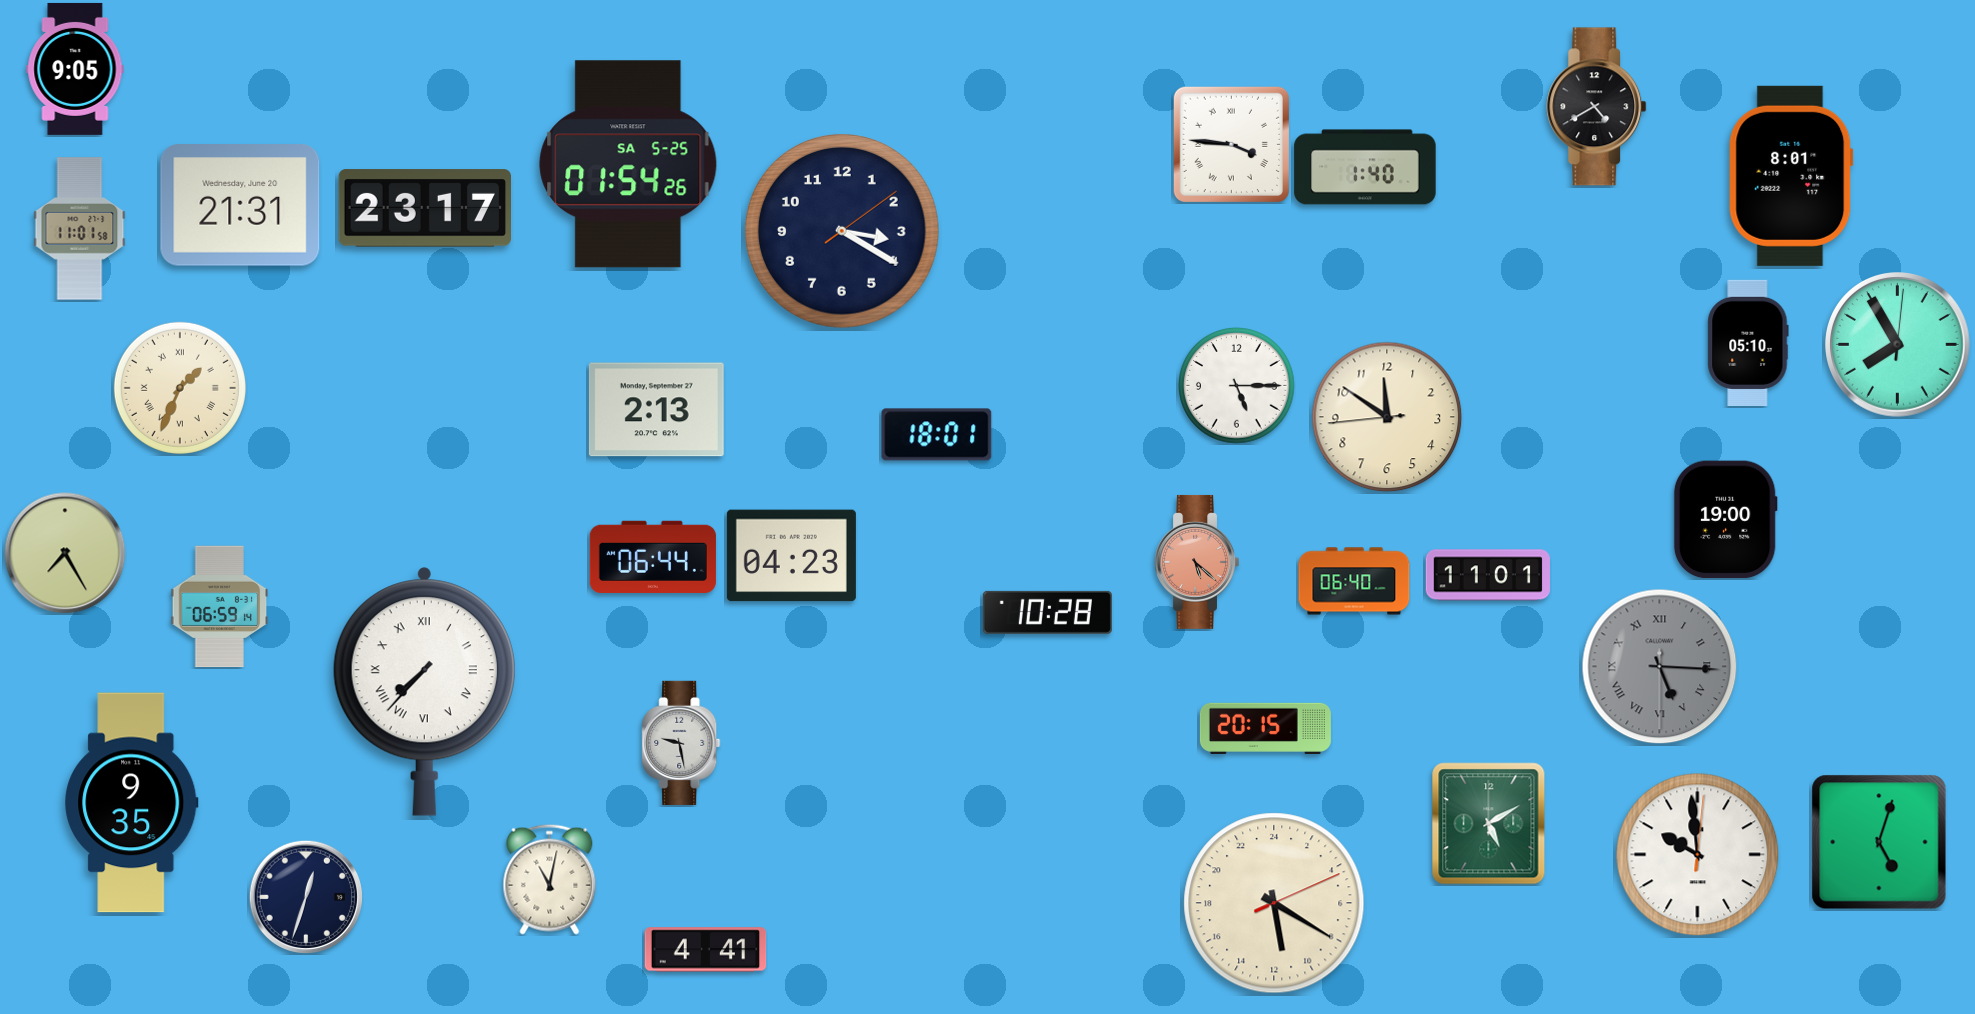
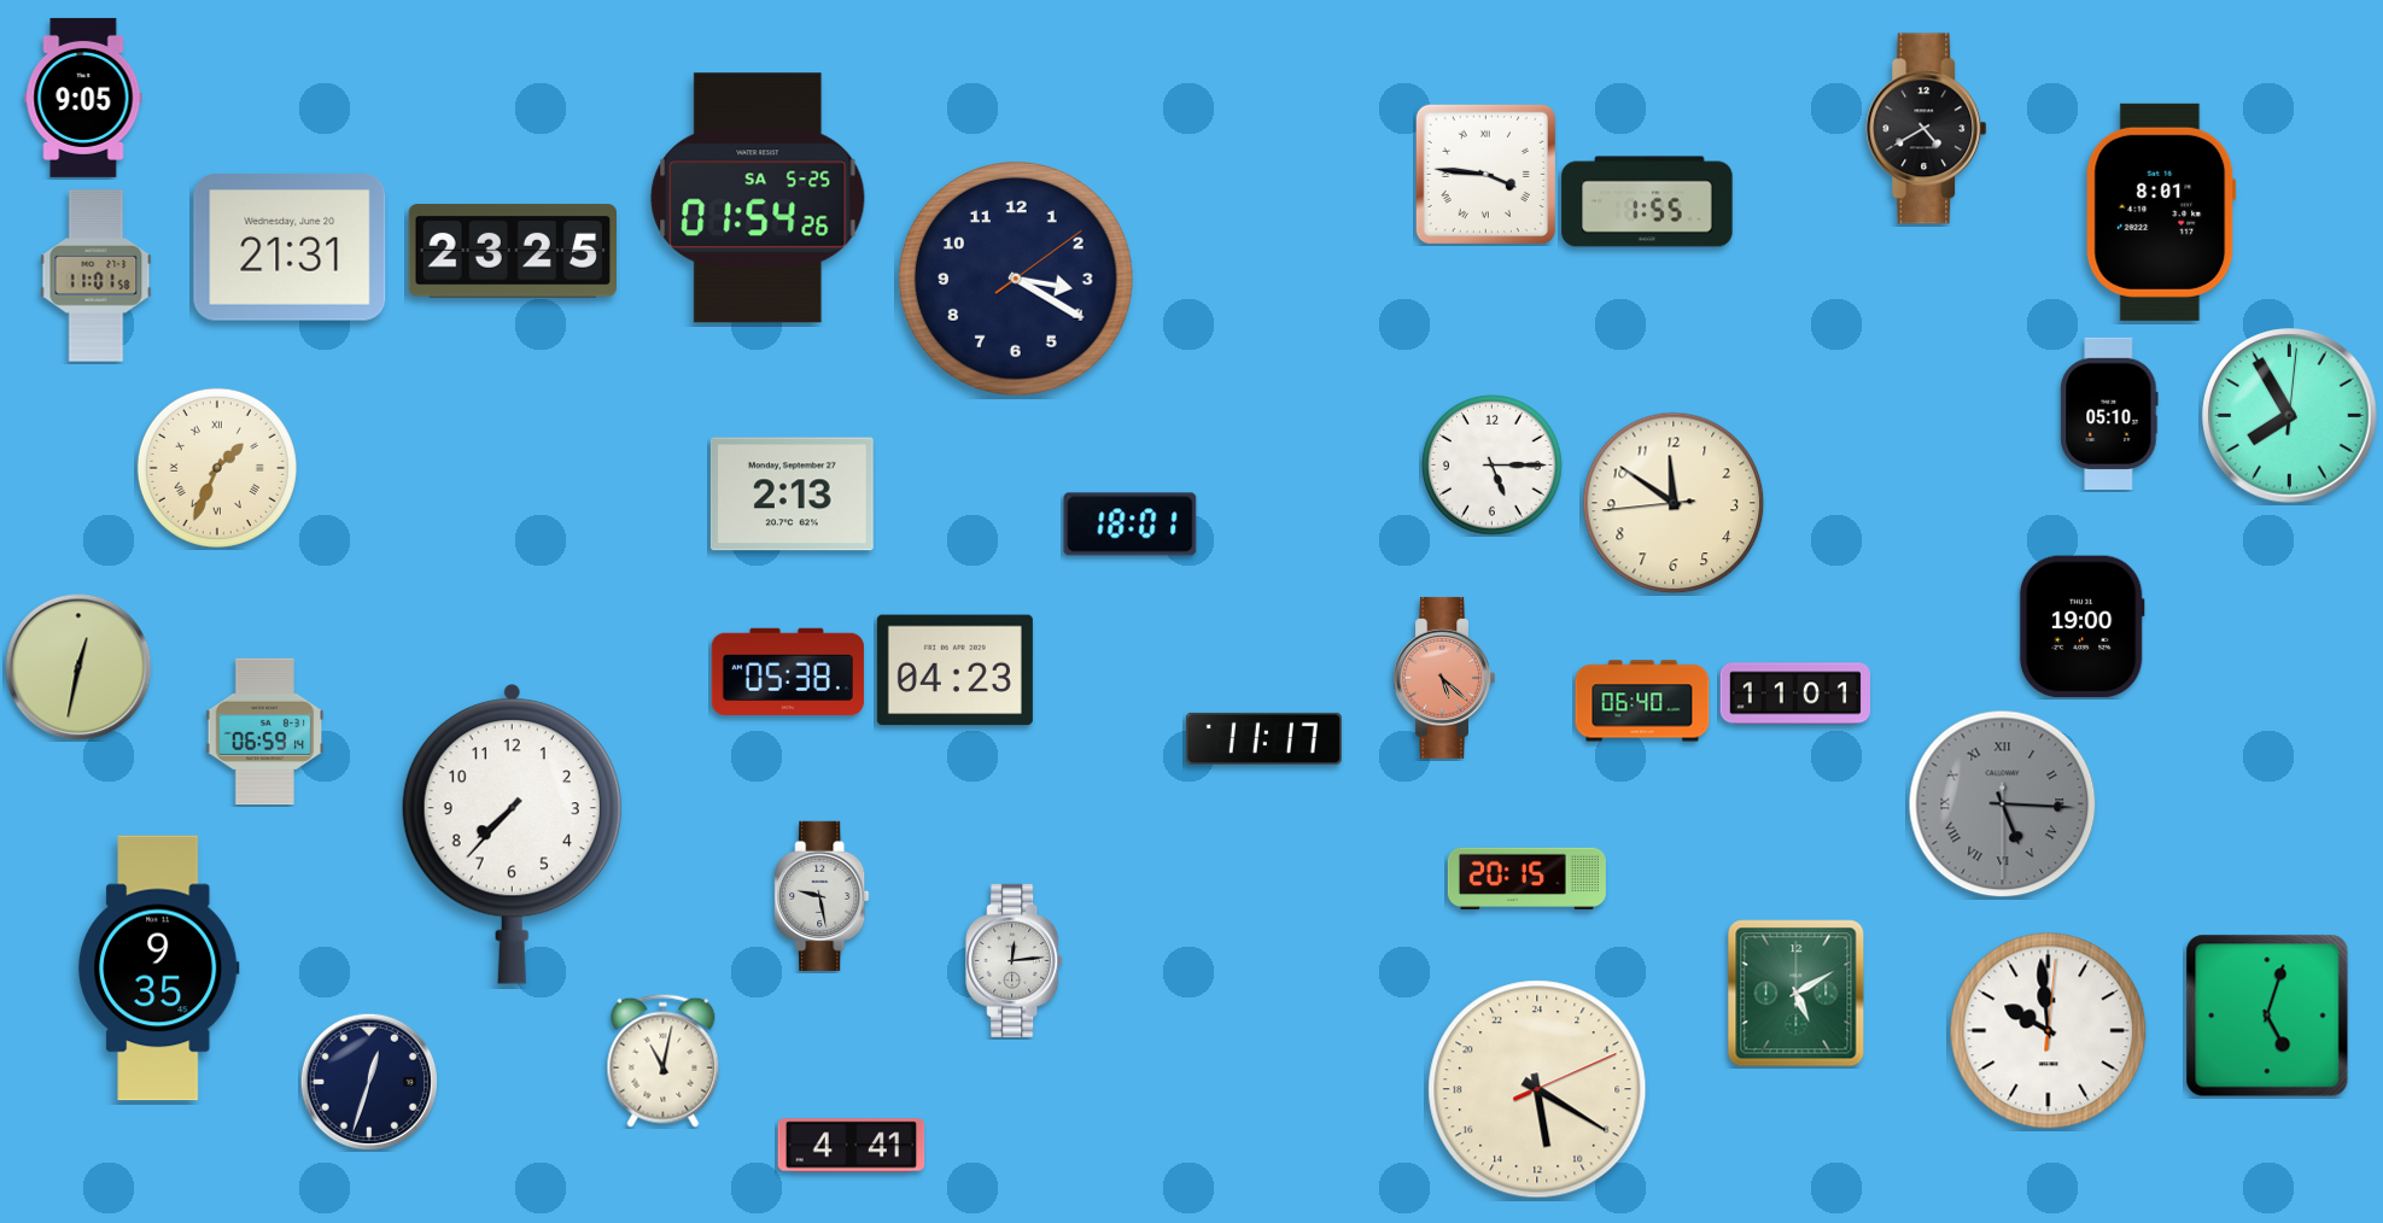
clock at (75, 69) position: (75, 69) -> (83, 98)
clock at (1365, 167): 1:40 -> 1:55
clock at (424, 208): 23:17 -> 23:25
clock at (65, 553): 7:25 -> 12:32
clock at (653, 557): 06:44 -> 05:38
clock at (1354, 581) position: (1354, 581) -> (1642, 701)
clock at (1047, 612): 10:28 -> 11:17
clock at (424, 691) numerals: Roman -> Arabic
clock at (1015, 960): none -> 12:14
